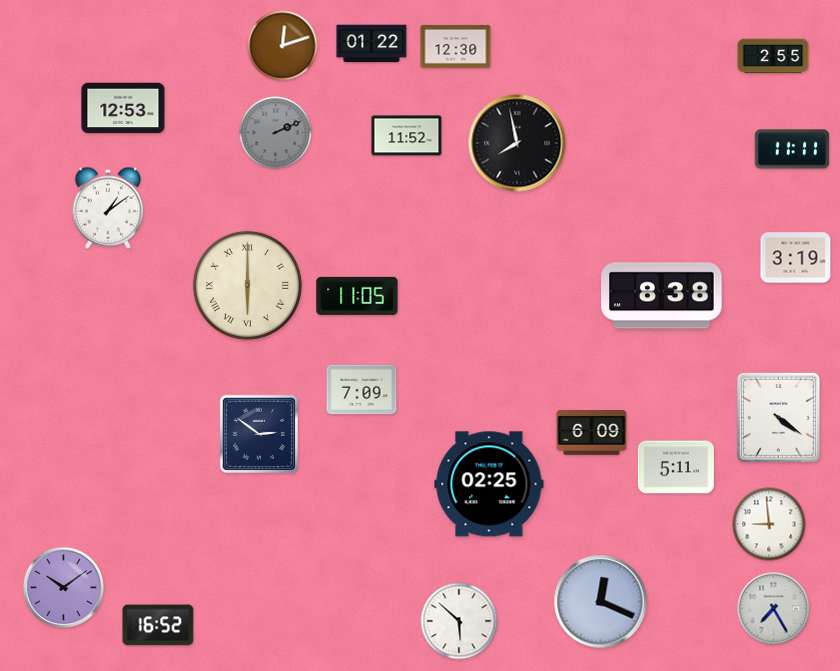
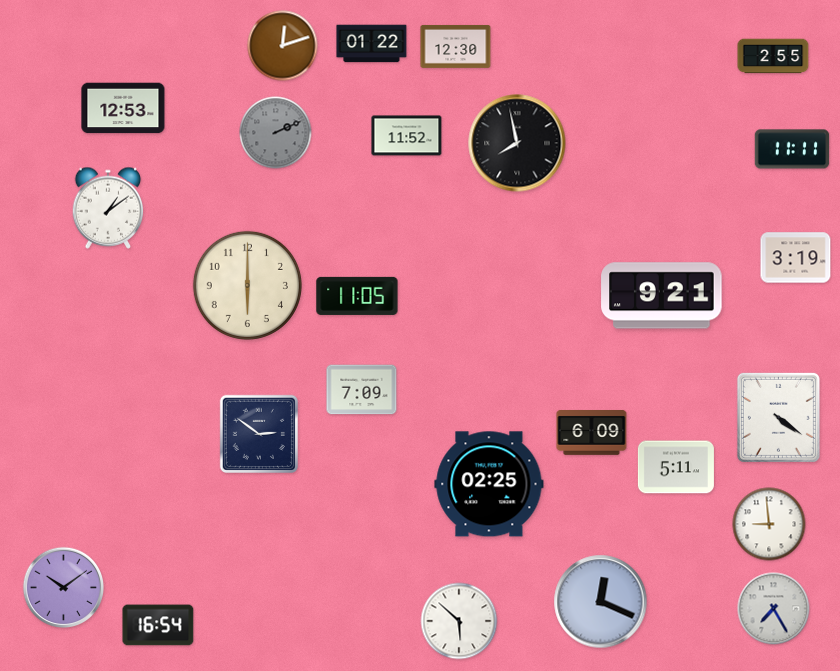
clock at (247, 285) numerals: Roman -> Arabic
clock at (662, 296): 8:38 -> 9:21
clock at (158, 625): 16:52 -> 16:54
